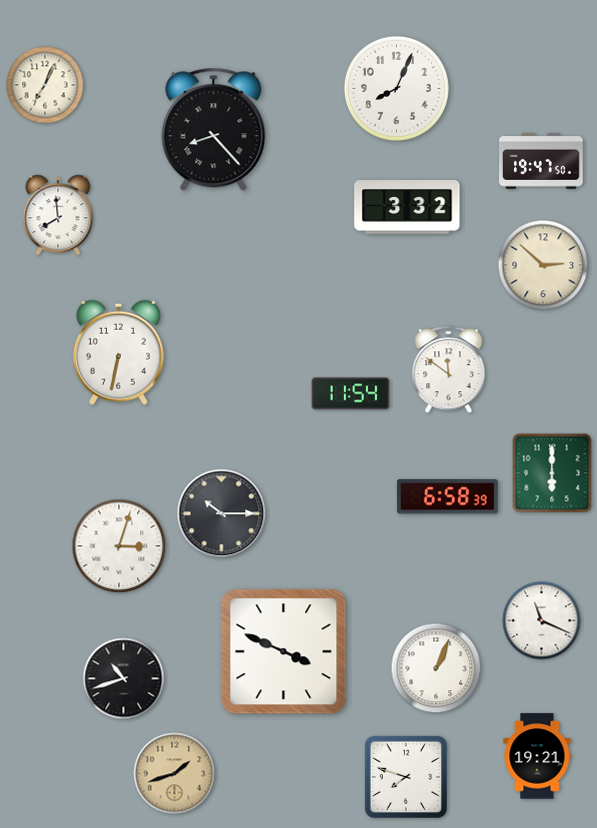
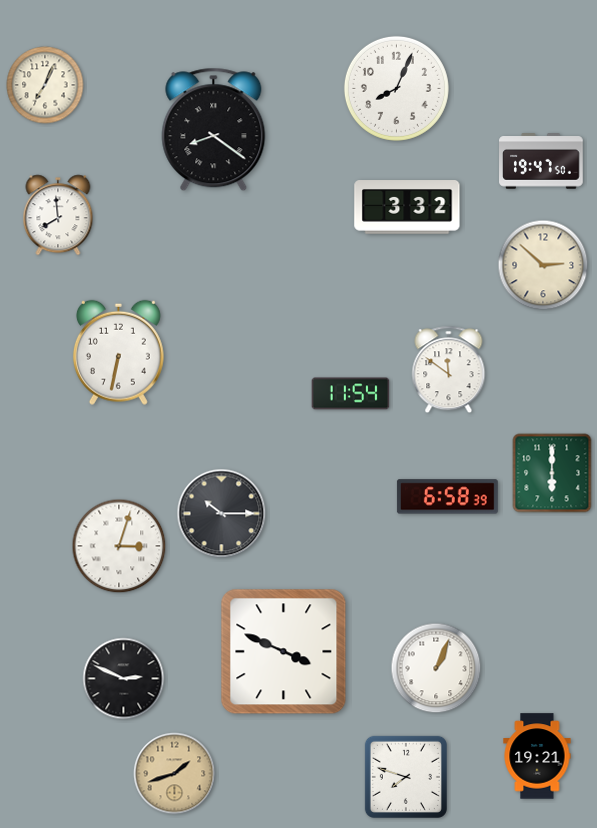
clock at (214, 130): 8:23 -> 8:21
clock at (542, 621): 11:19 -> none
clock at (124, 679): 10:42 -> 2:49
